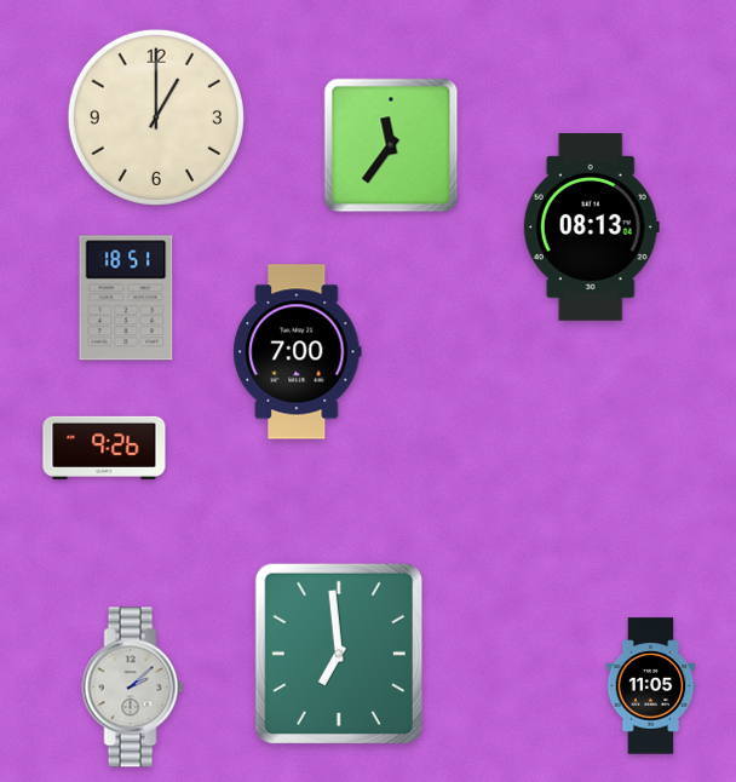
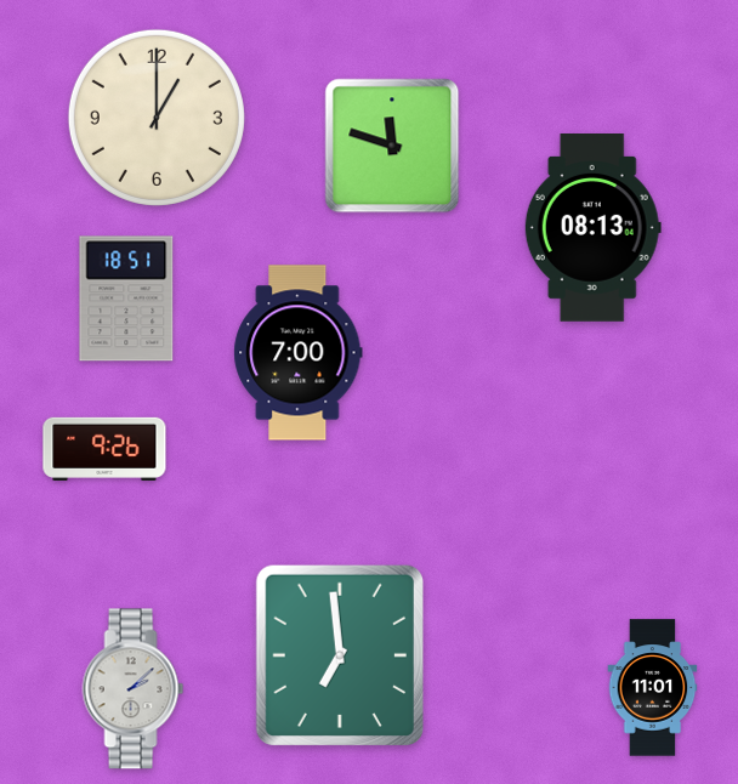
clock at (391, 145): 11:36 -> 11:48
clock at (651, 686): 11:05 -> 11:01
